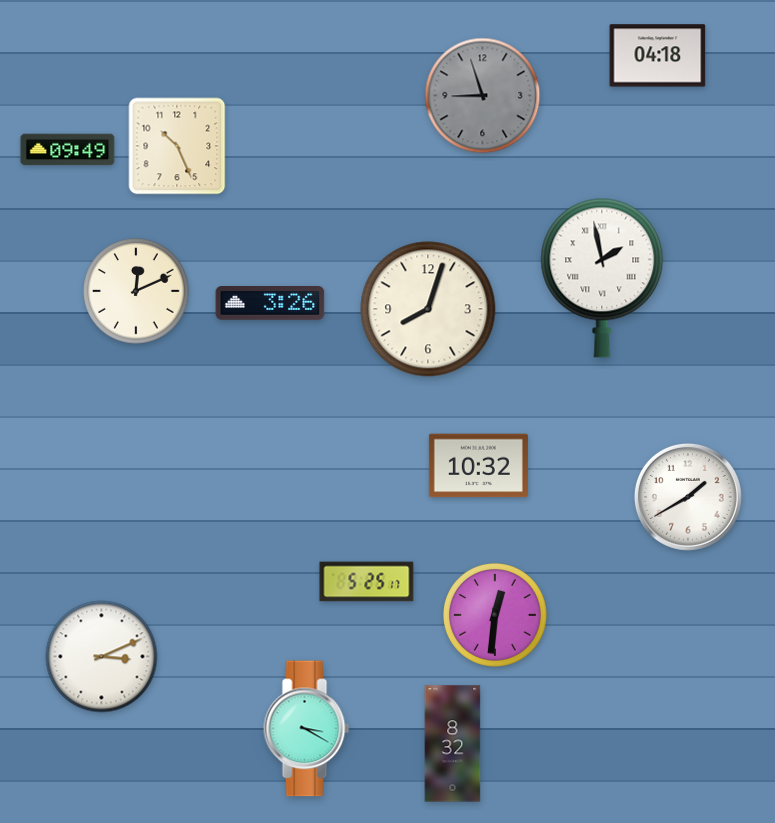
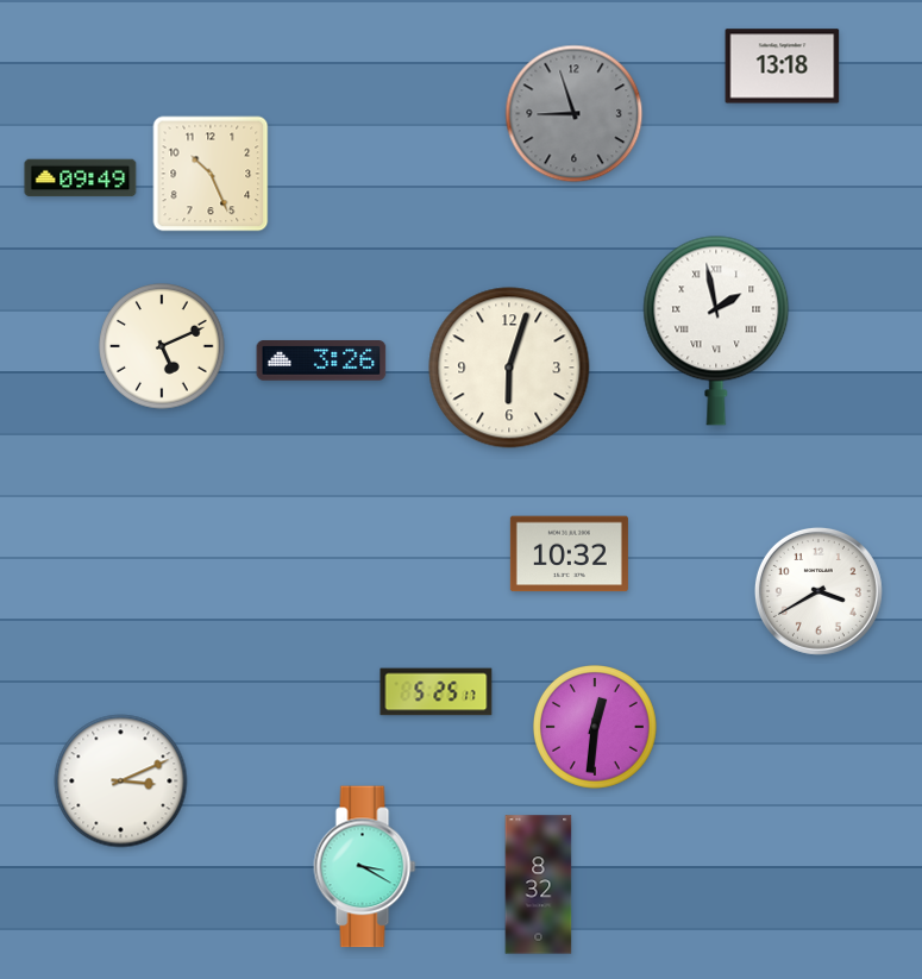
clock at (658, 56): 04:18 -> 13:18
clock at (136, 291): 12:11 -> 5:11
clock at (428, 309): 8:03 -> 6:03
clock at (688, 497): 1:40 -> 3:40
clock at (496, 616) position: (496, 616) -> (596, 728)
